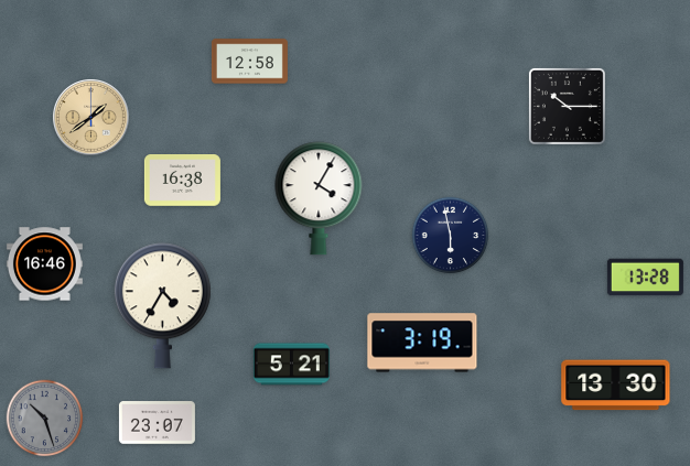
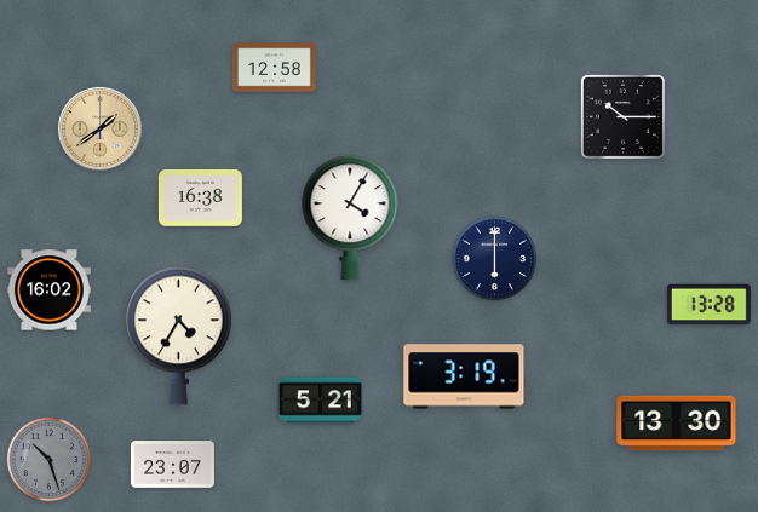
clock at (451, 236): 5:58 -> 6:00
clock at (44, 264): 16:46 -> 16:02
